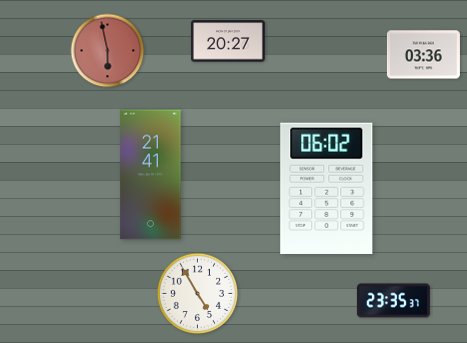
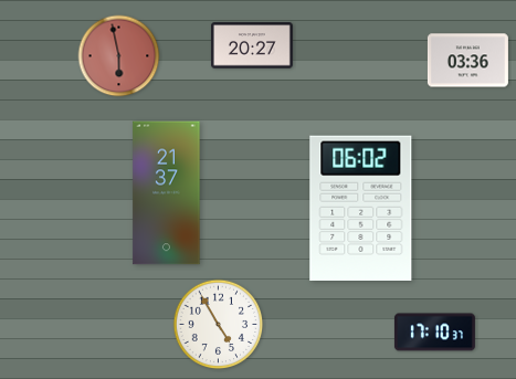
clock at (151, 175): 21:41 -> 21:37
clock at (393, 301): 23:35 -> 17:10
